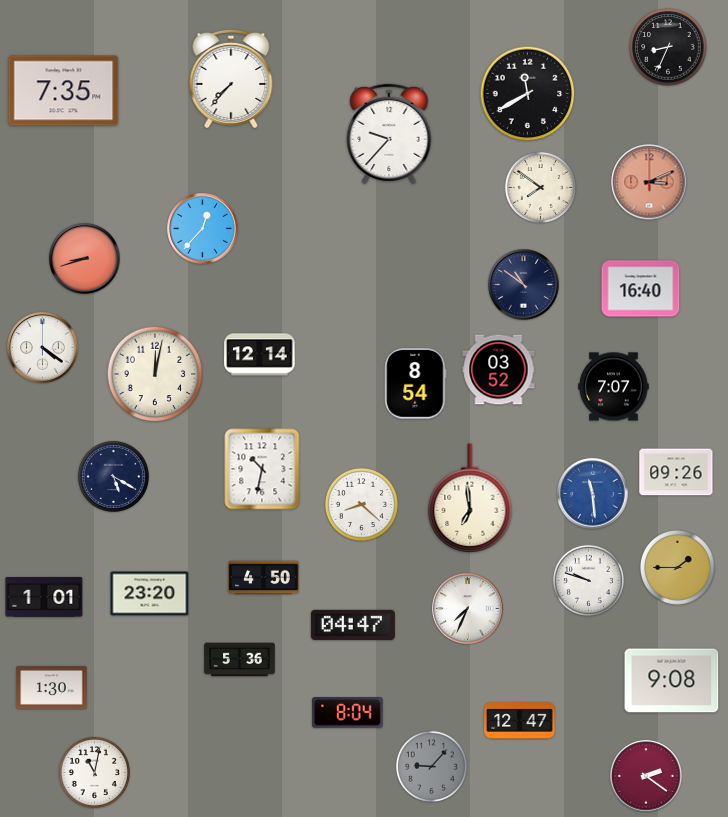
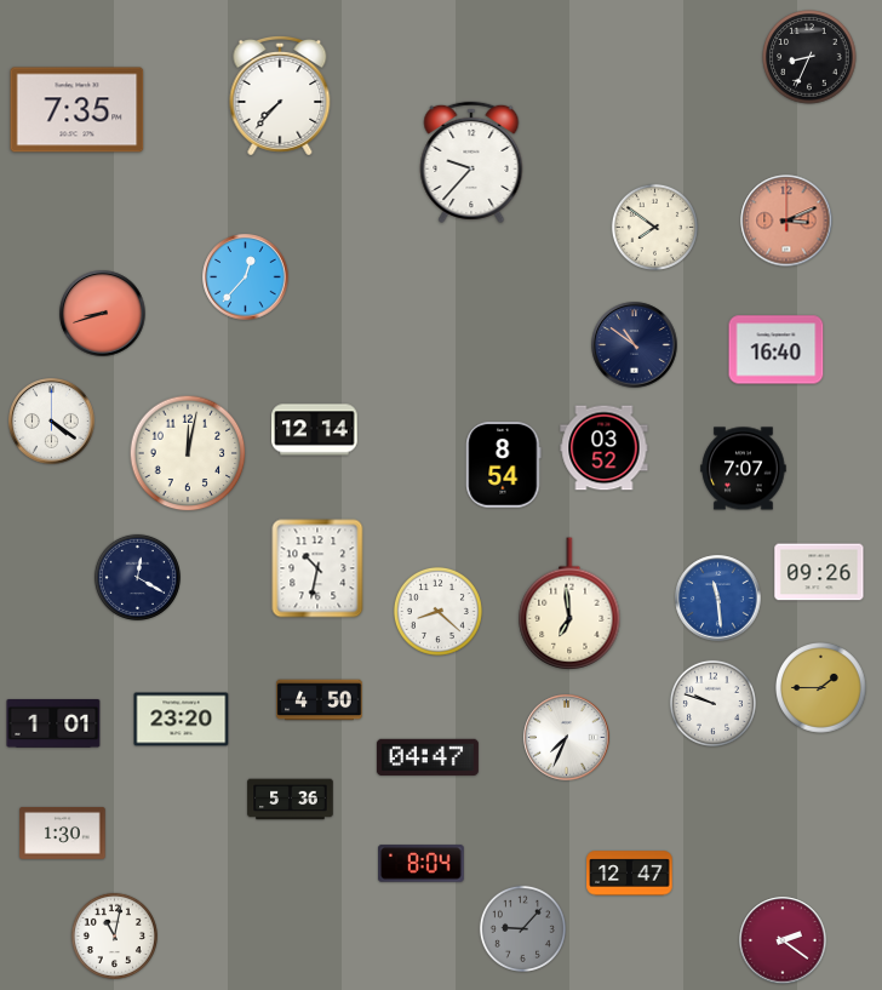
clock at (528, 94): 11:40 -> none
clock at (113, 476): 5:20 -> 12:20
clock at (672, 681): 9:08 -> none
